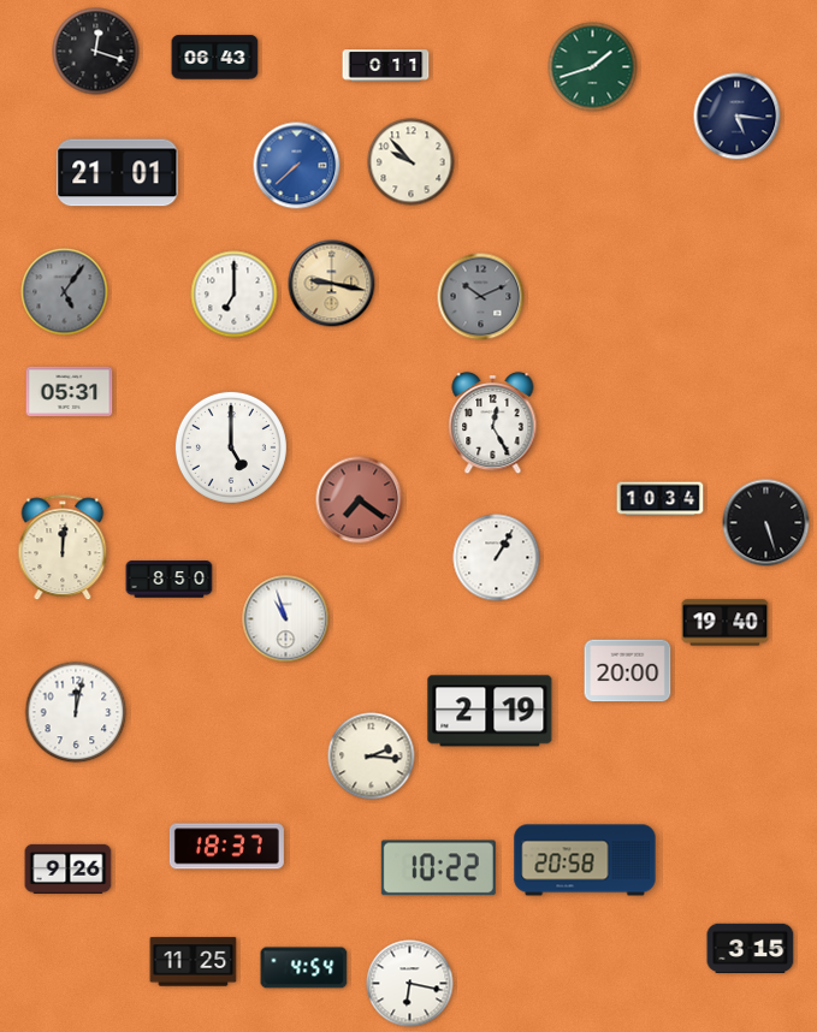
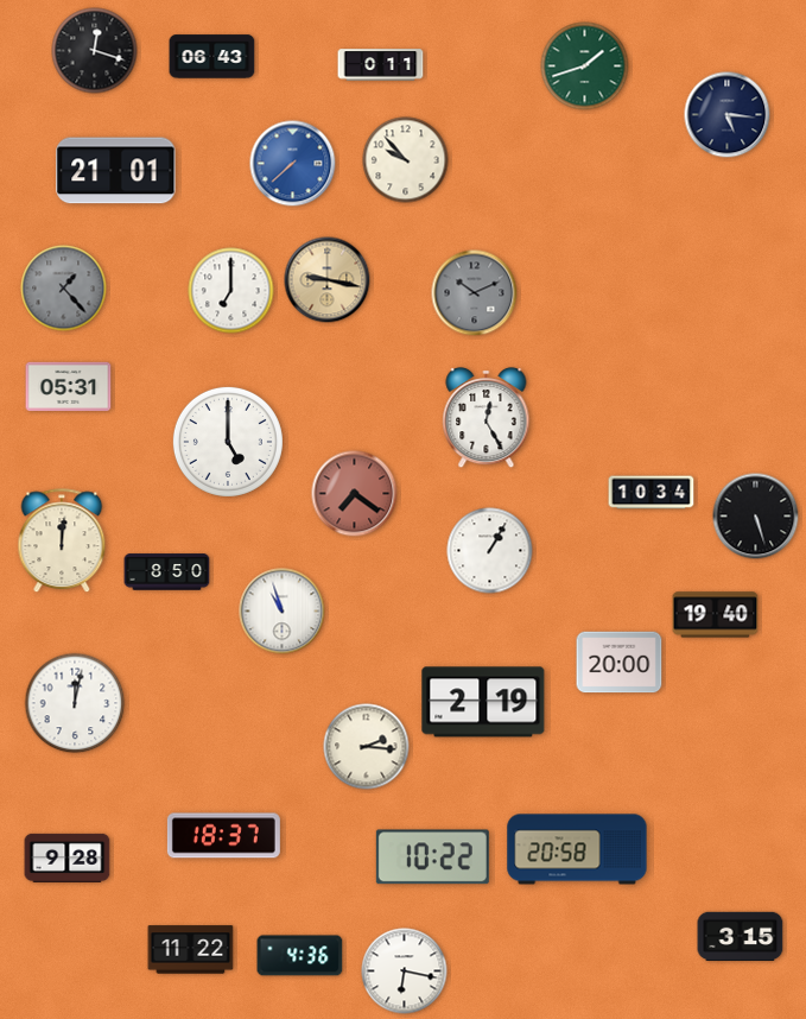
clock at (65, 292): 5:06 -> 1:23
clock at (69, 868): 9:26 -> 9:28
clock at (194, 962): 11:25 -> 11:22
clock at (304, 968): 4:54 -> 4:36
